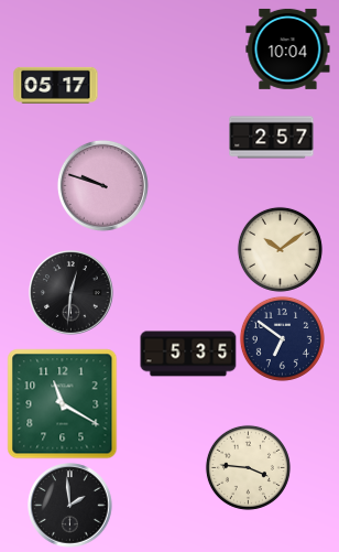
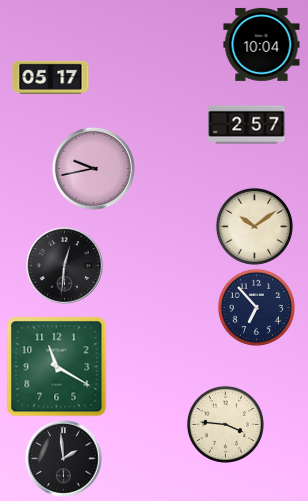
clock at (102, 185): 9:48 -> 9:43
clock at (282, 338): 6:51 -> 6:53
clock at (188, 354): 5:35 -> none
